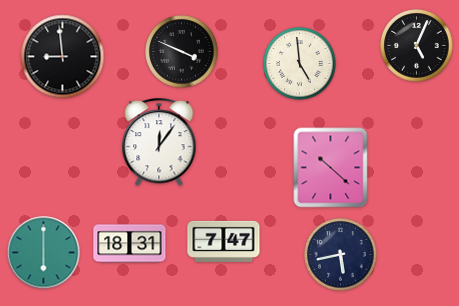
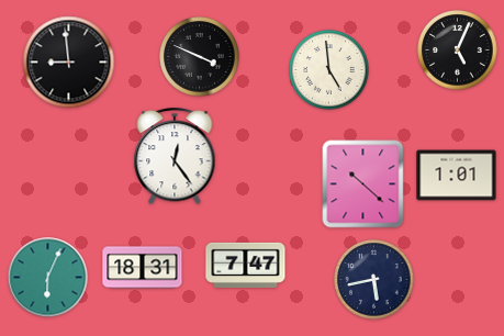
clock at (159, 143): 12:06 -> 12:24
clock at (457, 176): none -> 1:01
clock at (44, 253): 6:00 -> 6:04
